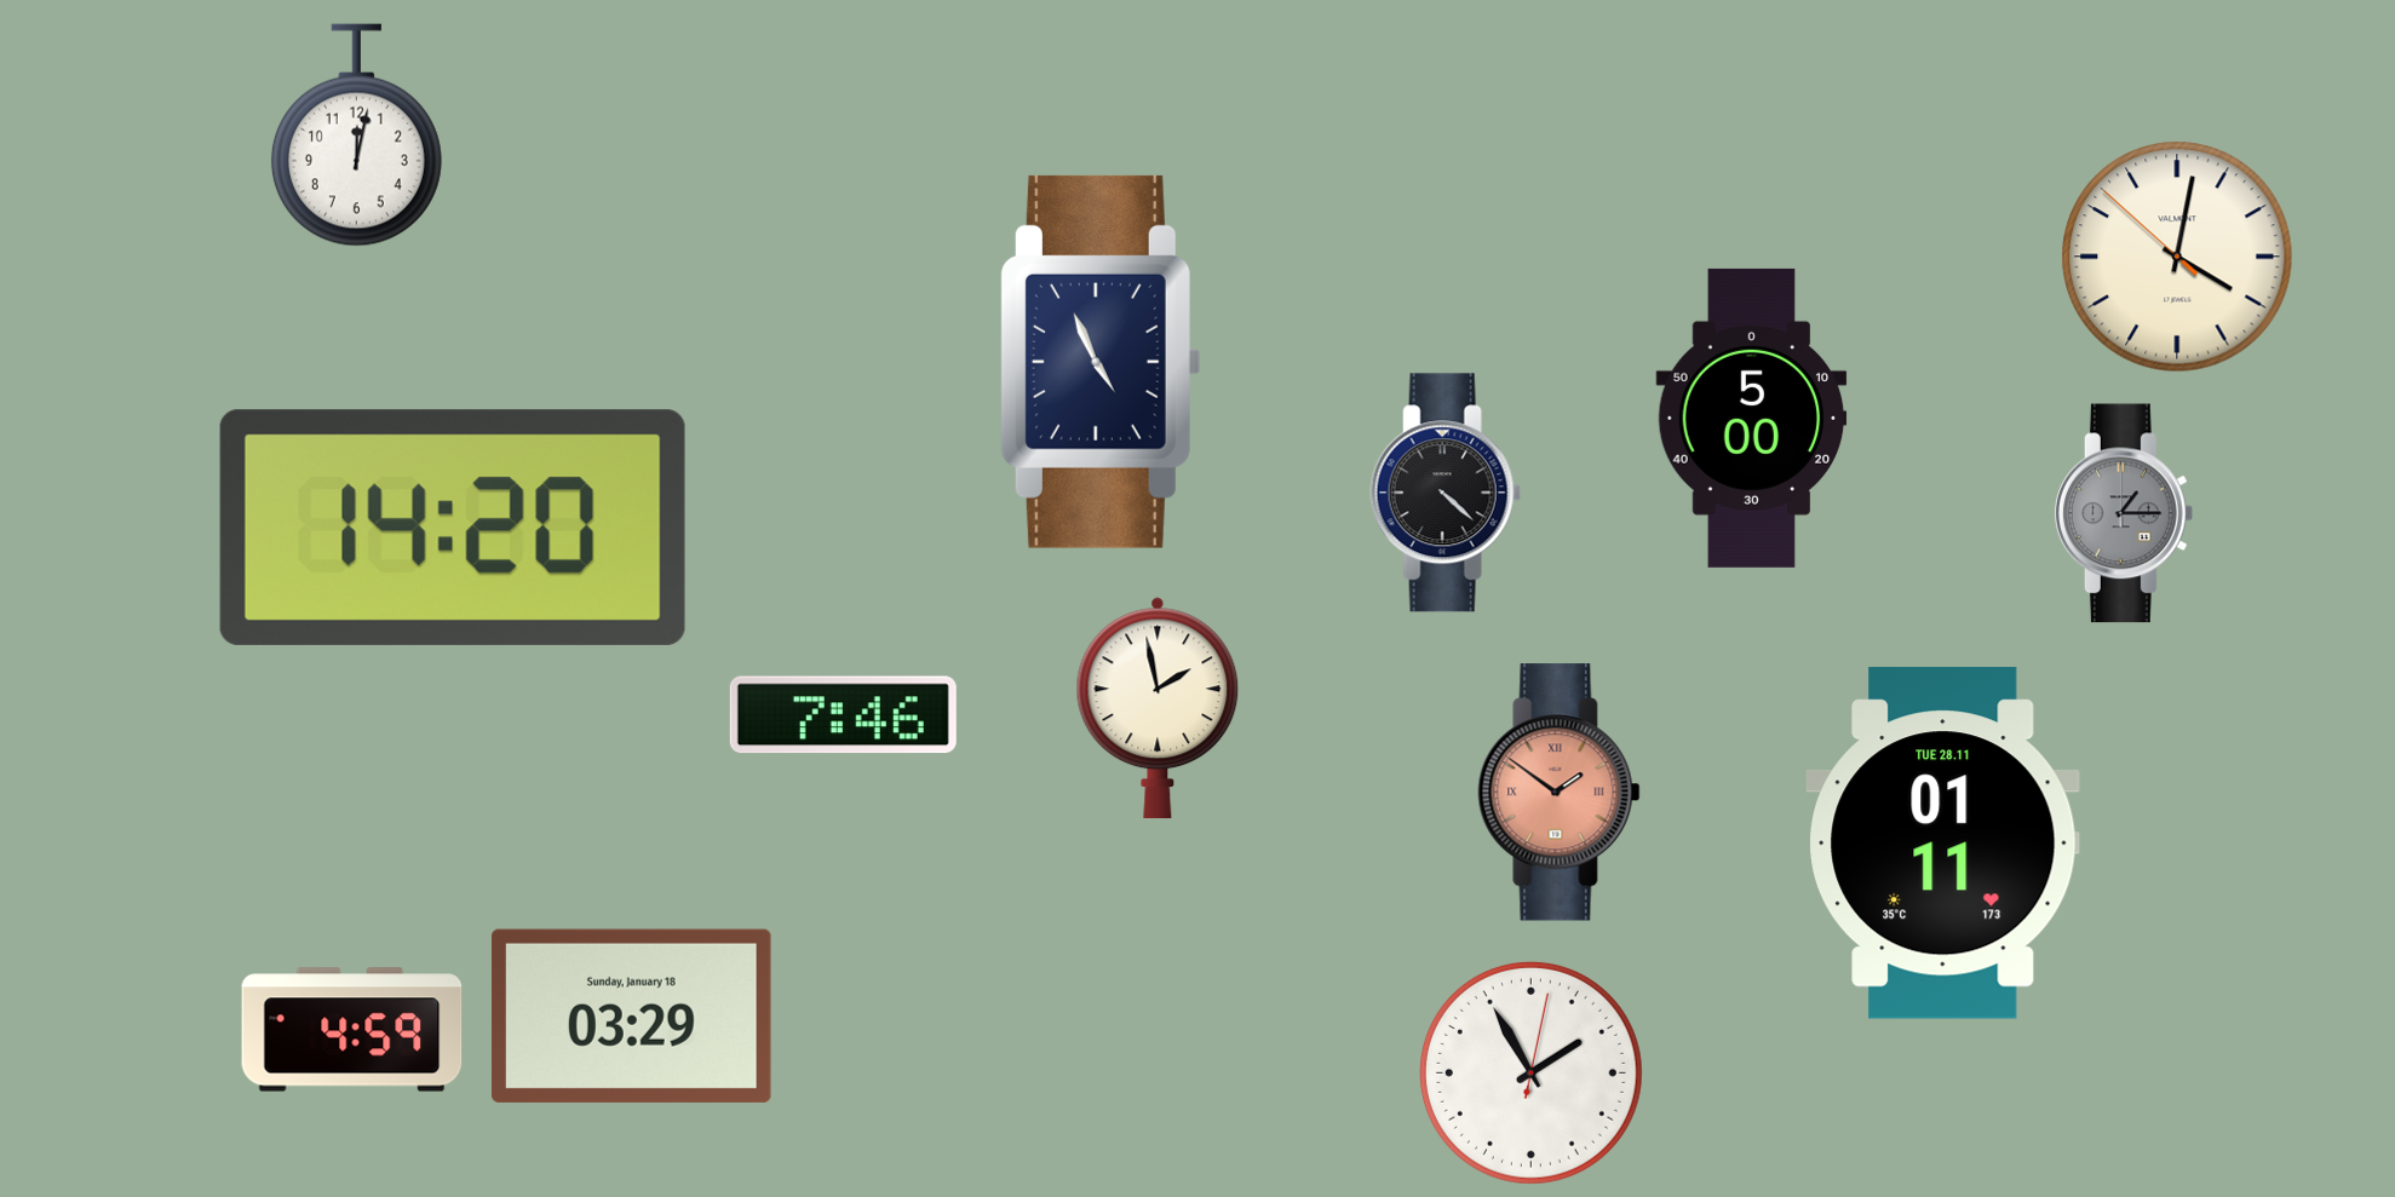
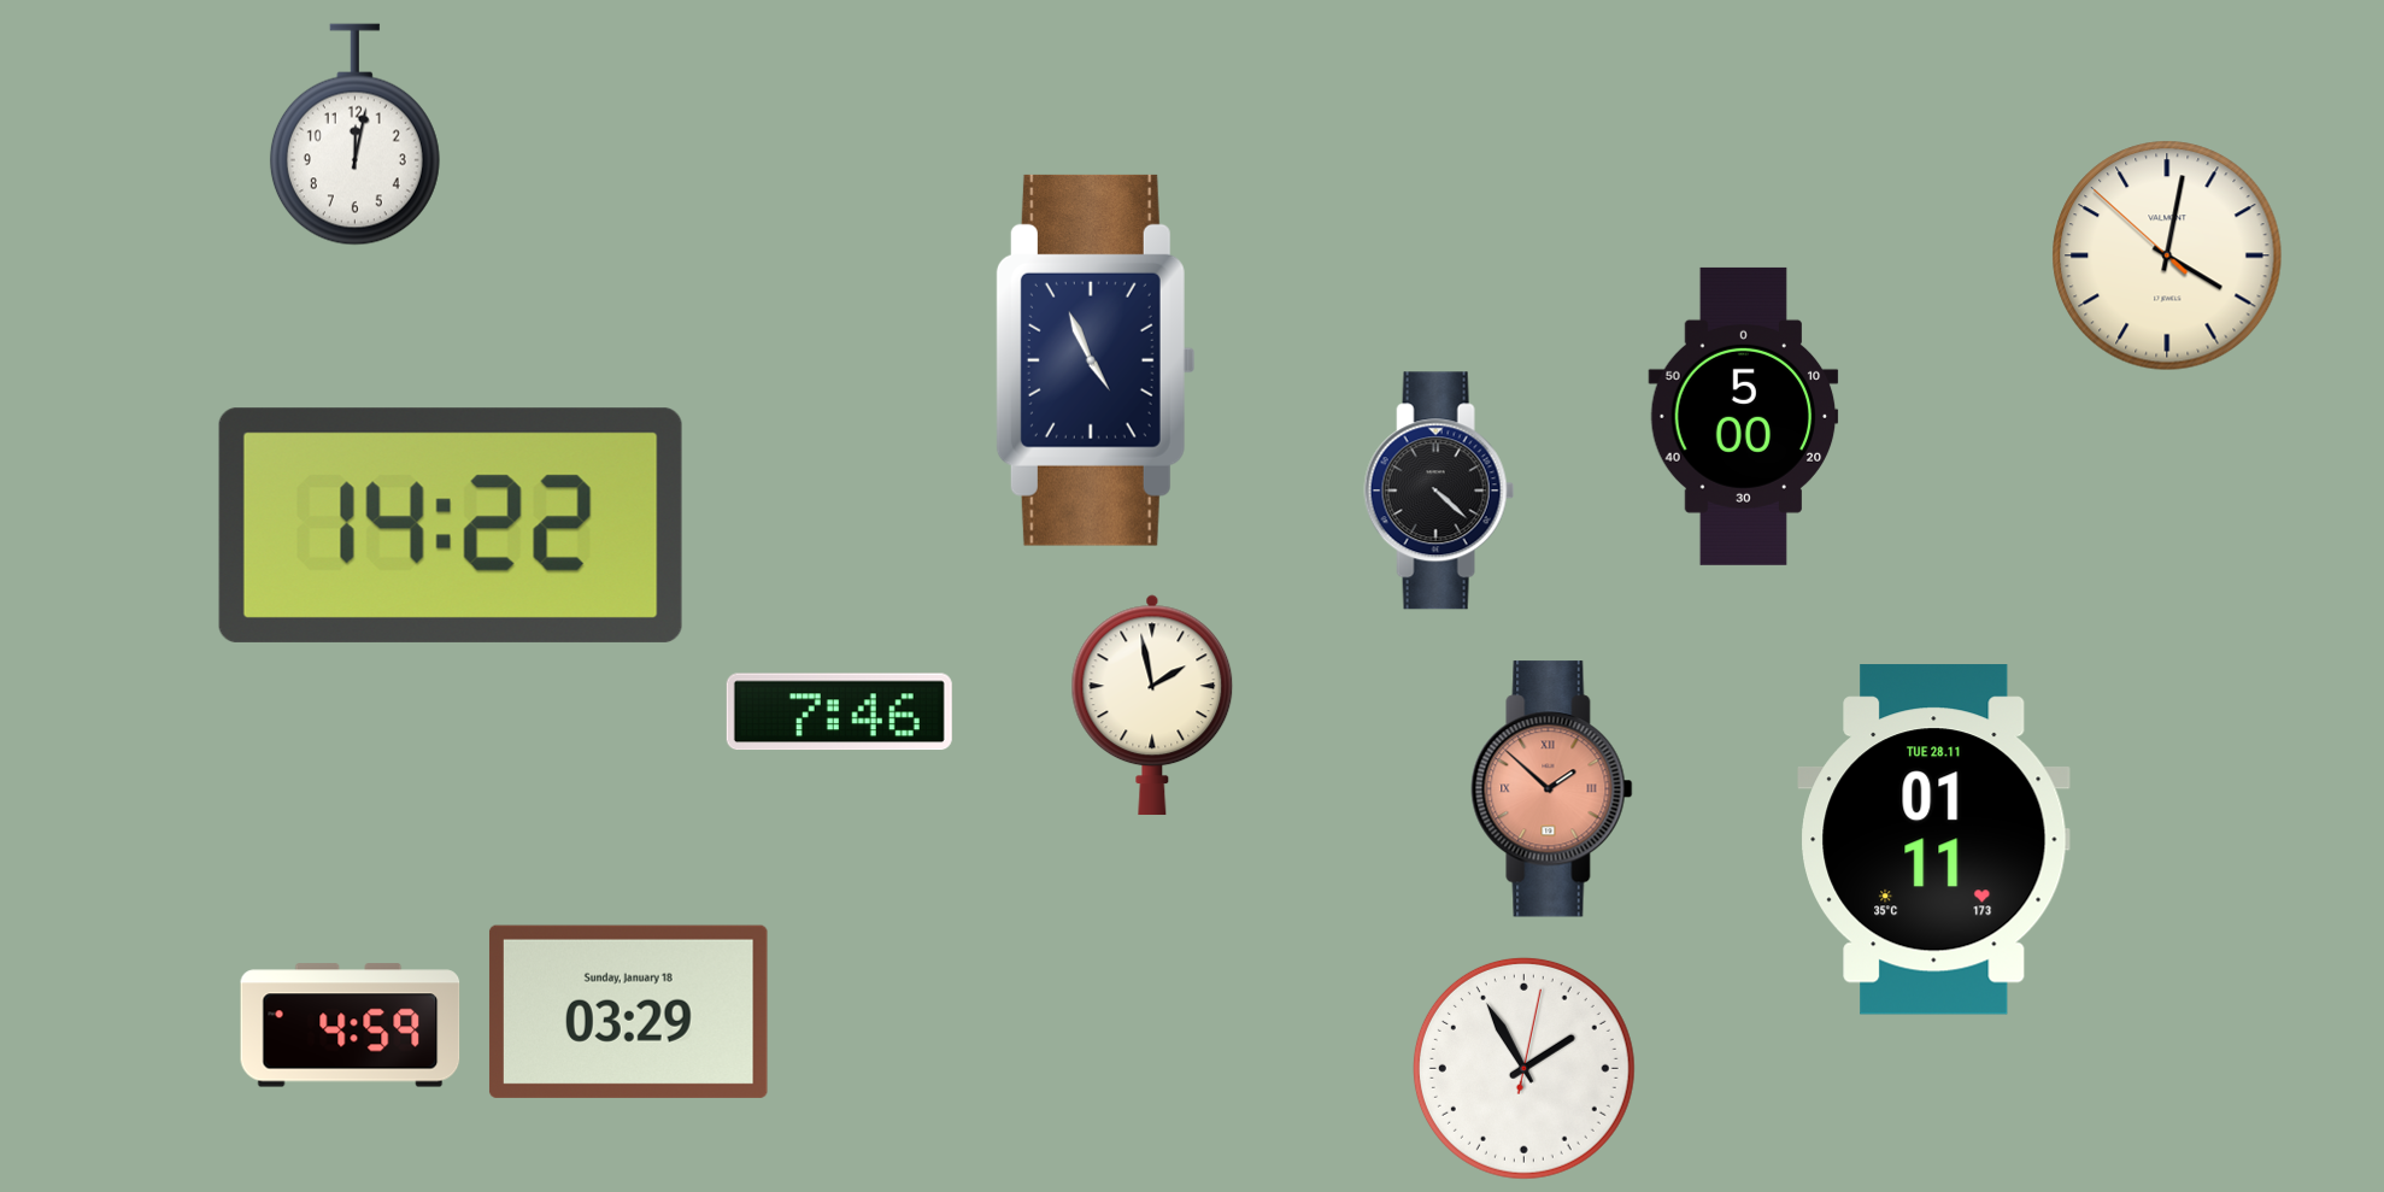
clock at (2124, 513): 1:15 -> none
clock at (453, 528): 14:20 -> 14:22
clock at (1560, 793): 1:51 -> 1:52
